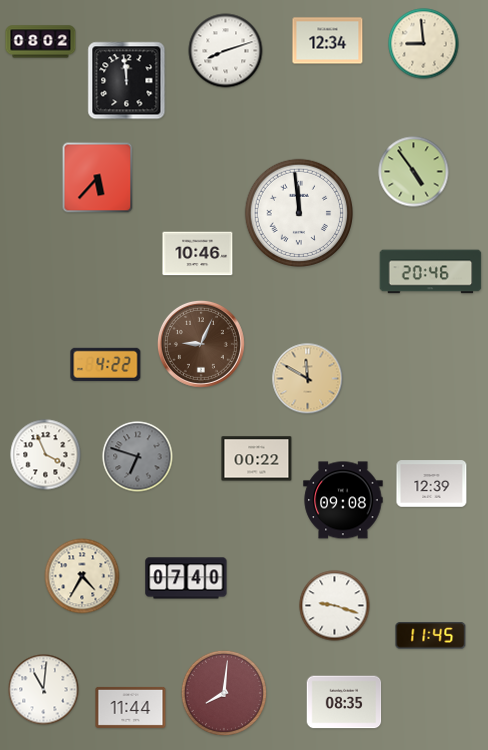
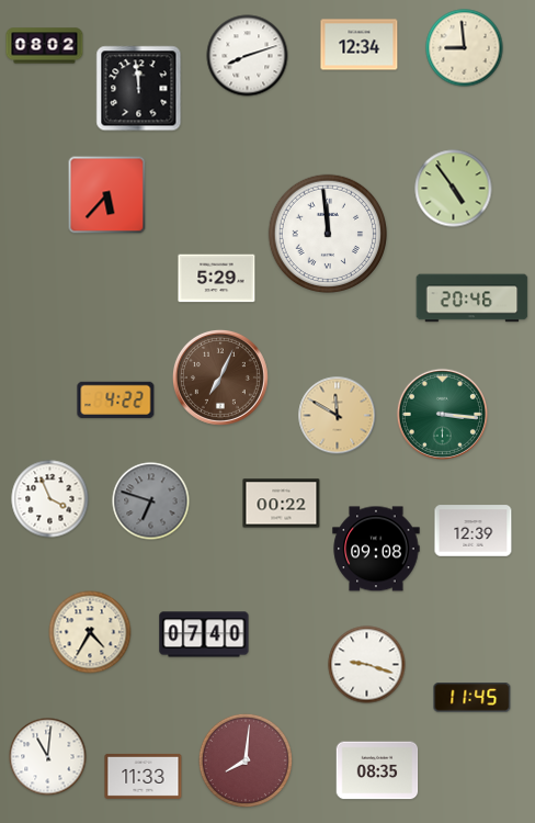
clock at (198, 254): 10:46 -> 5:29
clock at (201, 344): 9:04 -> 7:04
clock at (442, 414): none -> 3:16
clock at (131, 707): 11:44 -> 11:33
